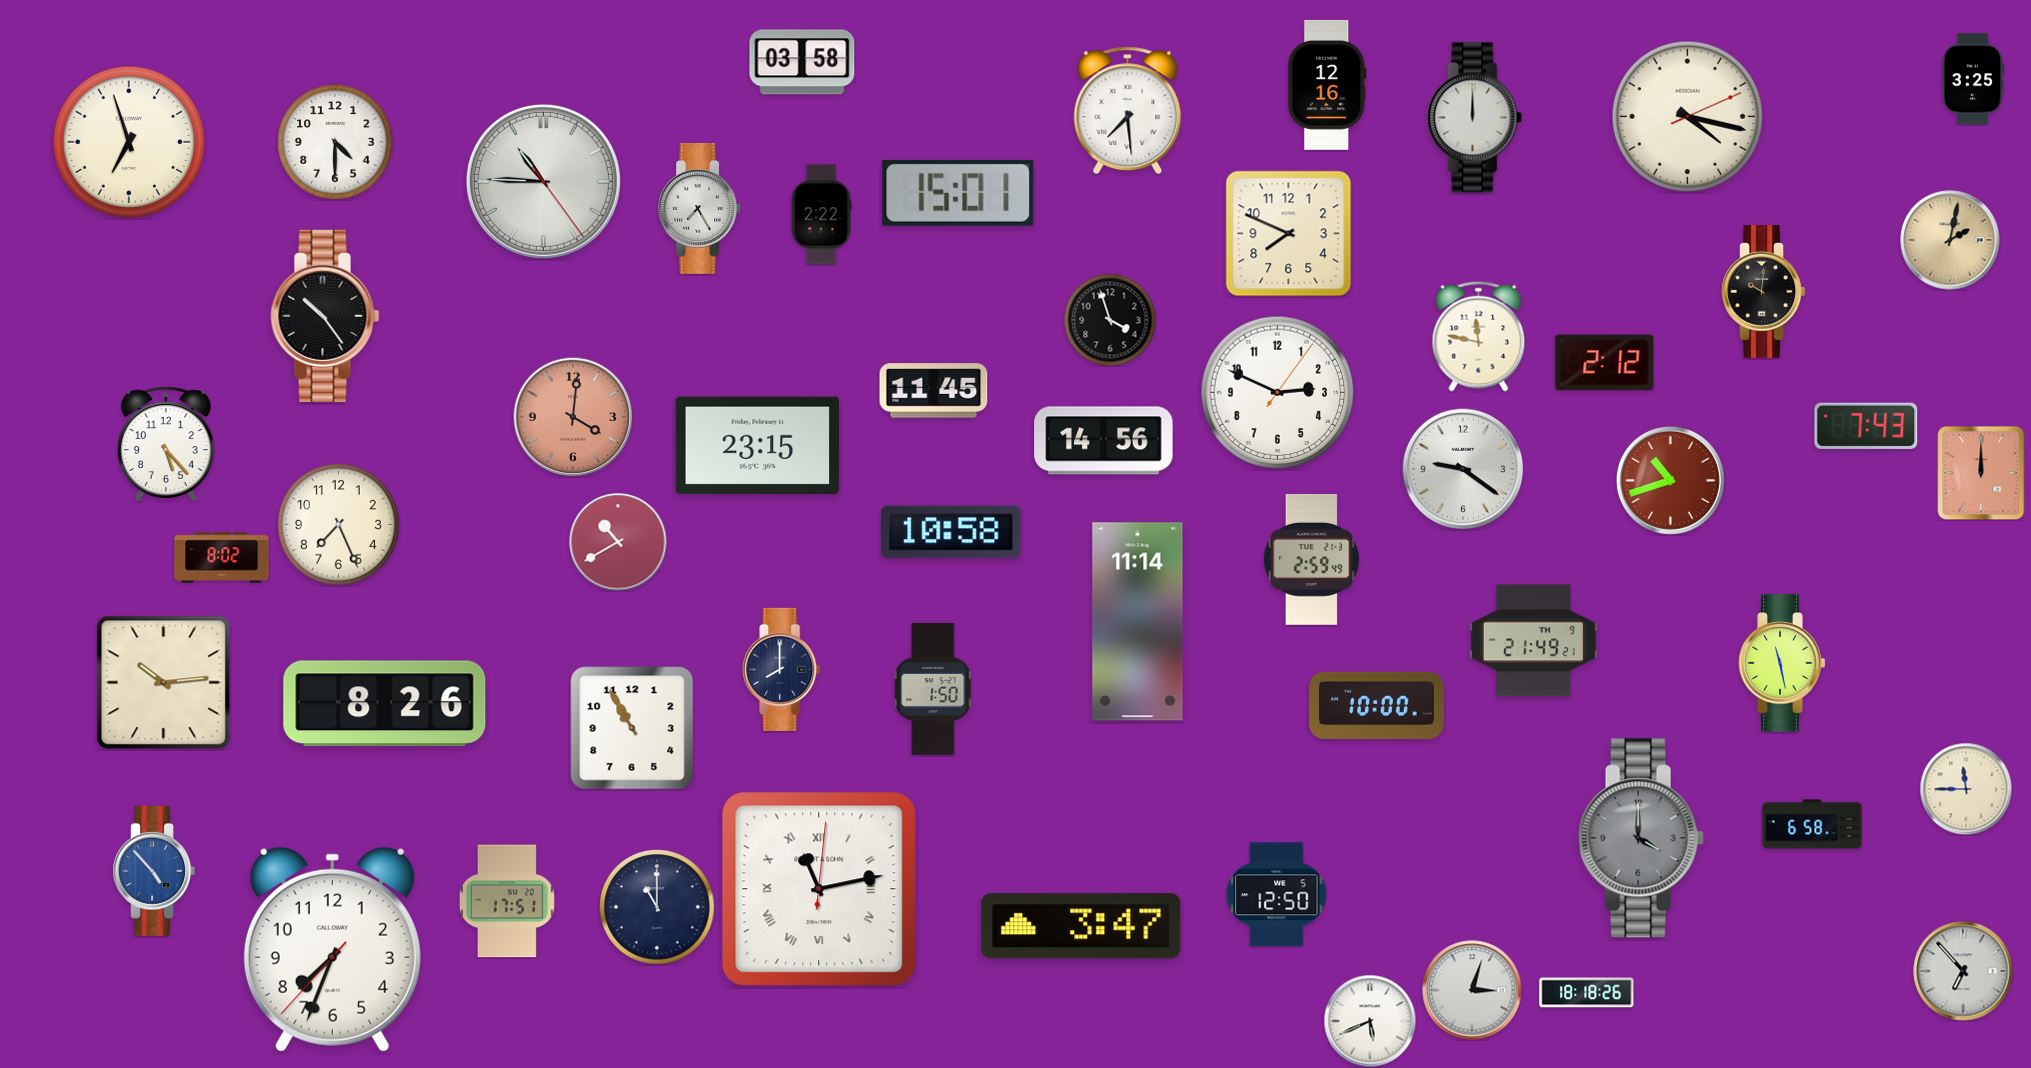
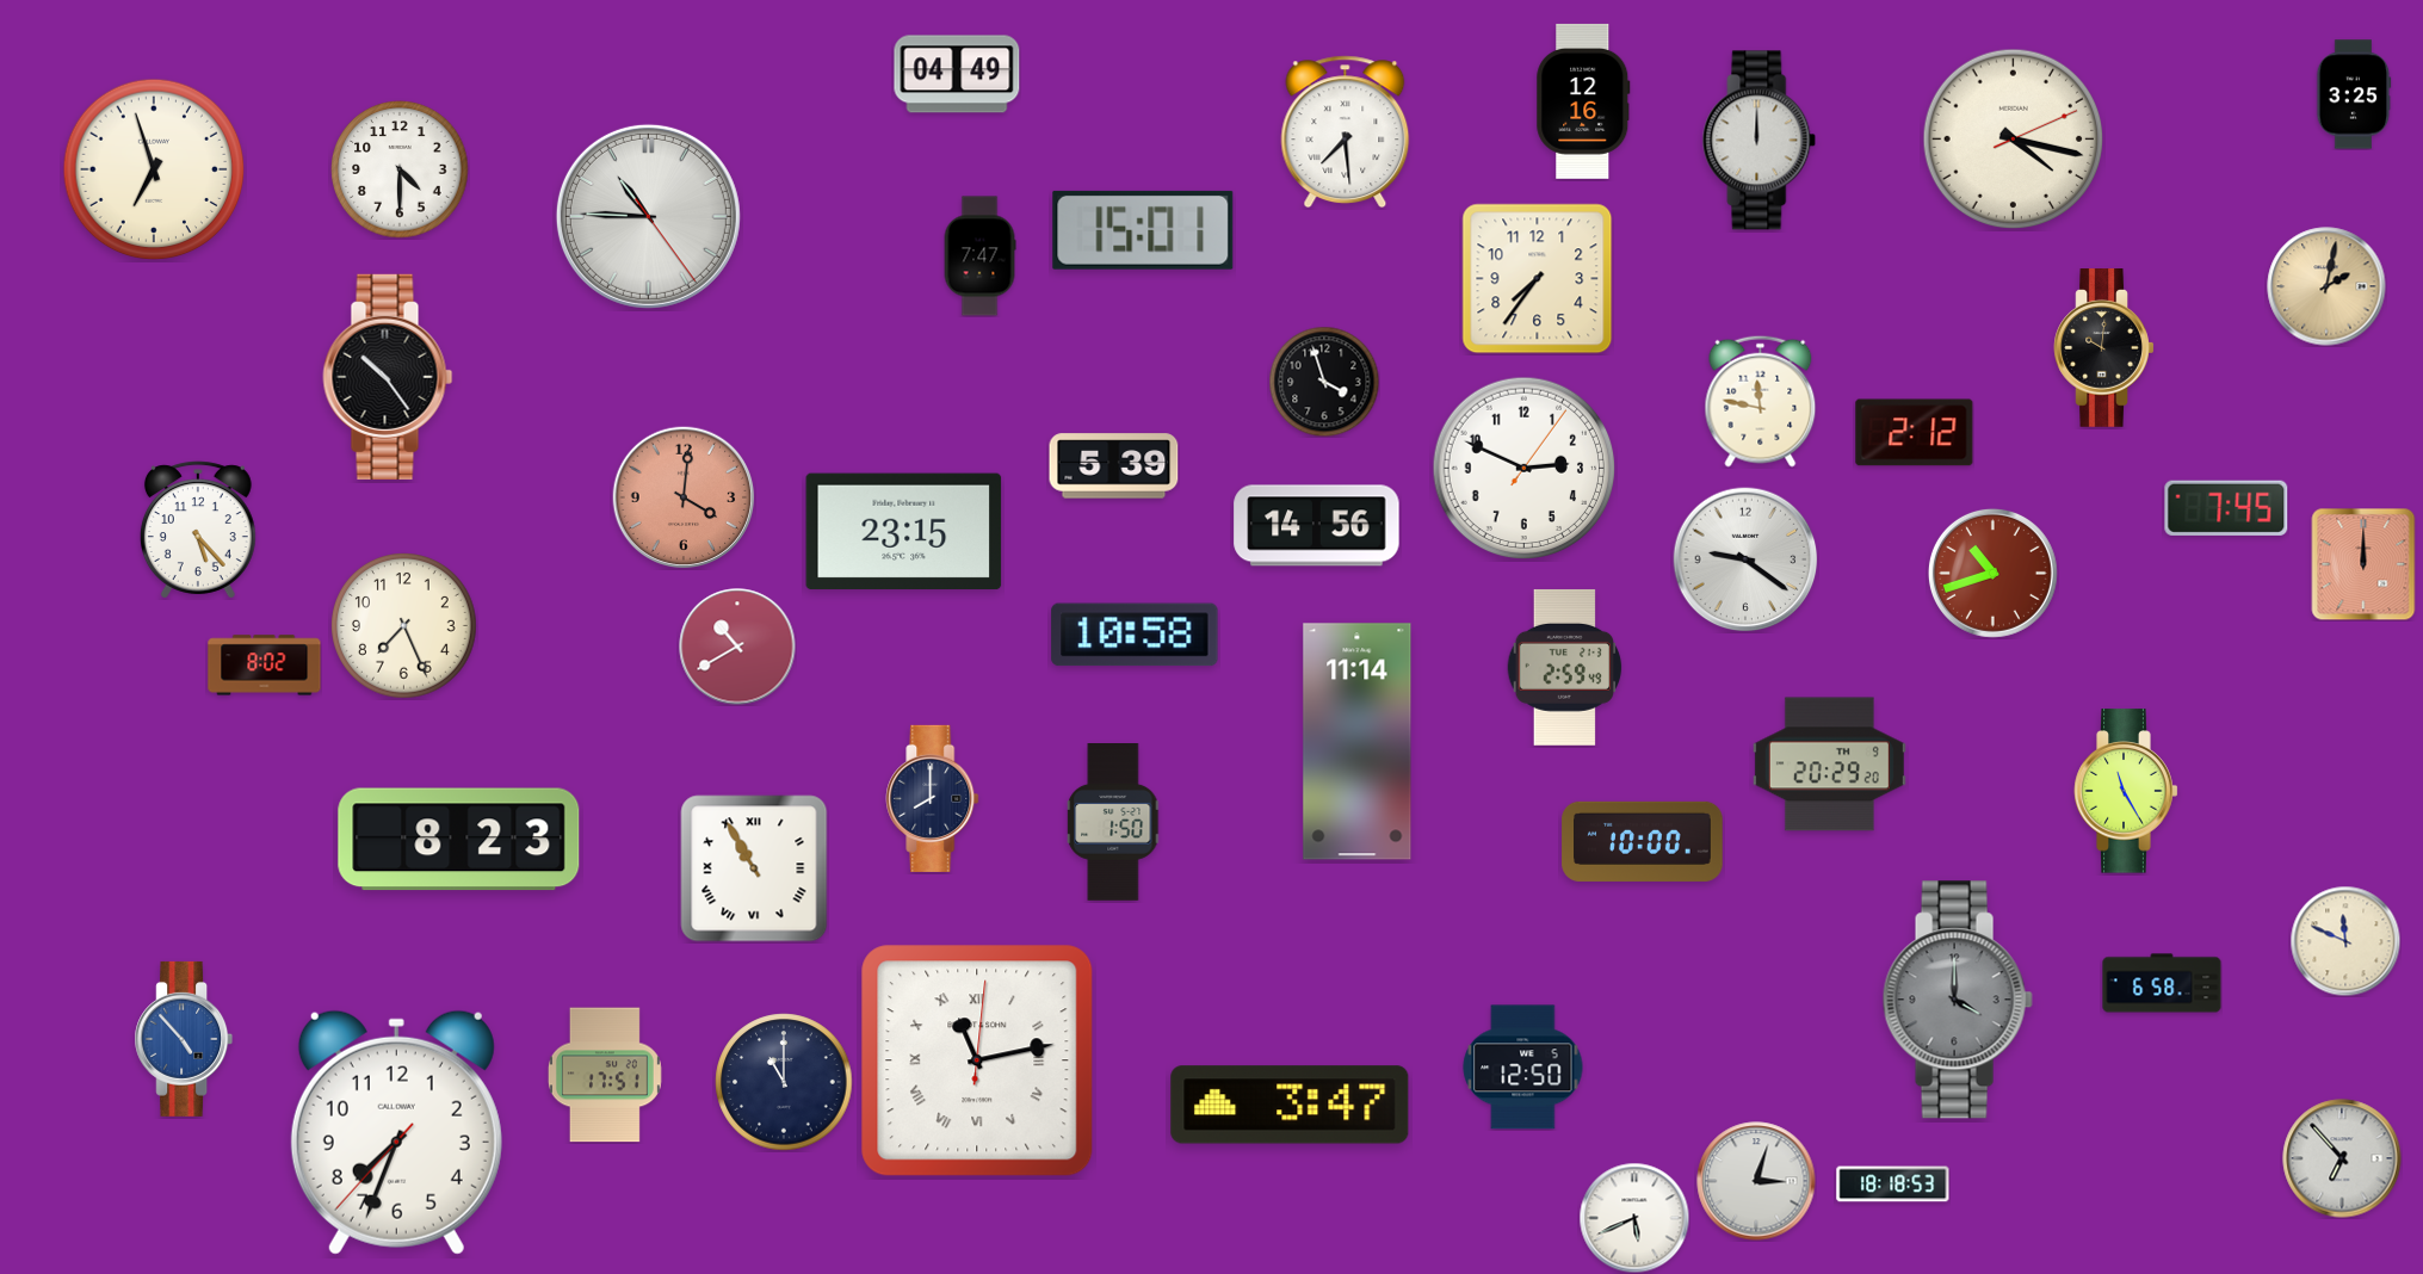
clock at (802, 62): 03:58 -> 04:49
clock at (700, 208): 7:25 -> none
clock at (821, 215): 2:22 -> 7:47
clock at (1289, 234): 7:49 -> 7:36
clock at (1479, 336) position: (1479, 336) -> (1761, 401)
clock at (934, 391): 11:45 -> 5:39
clock at (1866, 426): 7:43 -> 7:45
clock at (1533, 641): 21:49 -> 20:29
clock at (1782, 663): 11:28 -> 11:25
clock at (164, 683): 10:14 -> none
clock at (385, 704): 8:26 -> 8:23
clock at (632, 728) numerals: Arabic -> Roman
clock at (1966, 789): 11:45 -> 11:49
clock at (1587, 993): 18:18:26 -> 18:18:53
